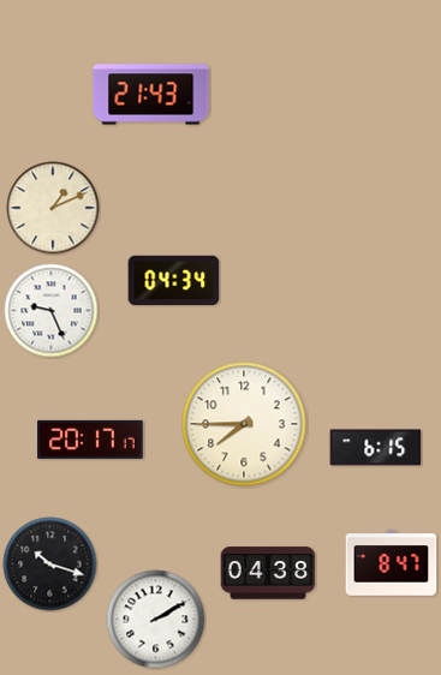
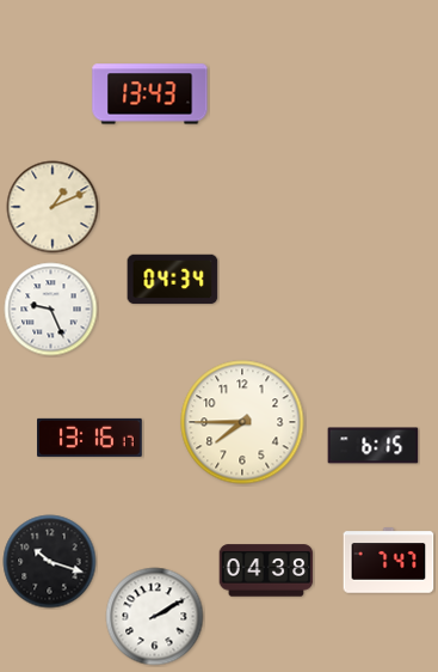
clock at (151, 95): 21:43 -> 13:43
clock at (91, 440): 20:17 -> 13:16
clock at (392, 563): 8:47 -> 7:47
